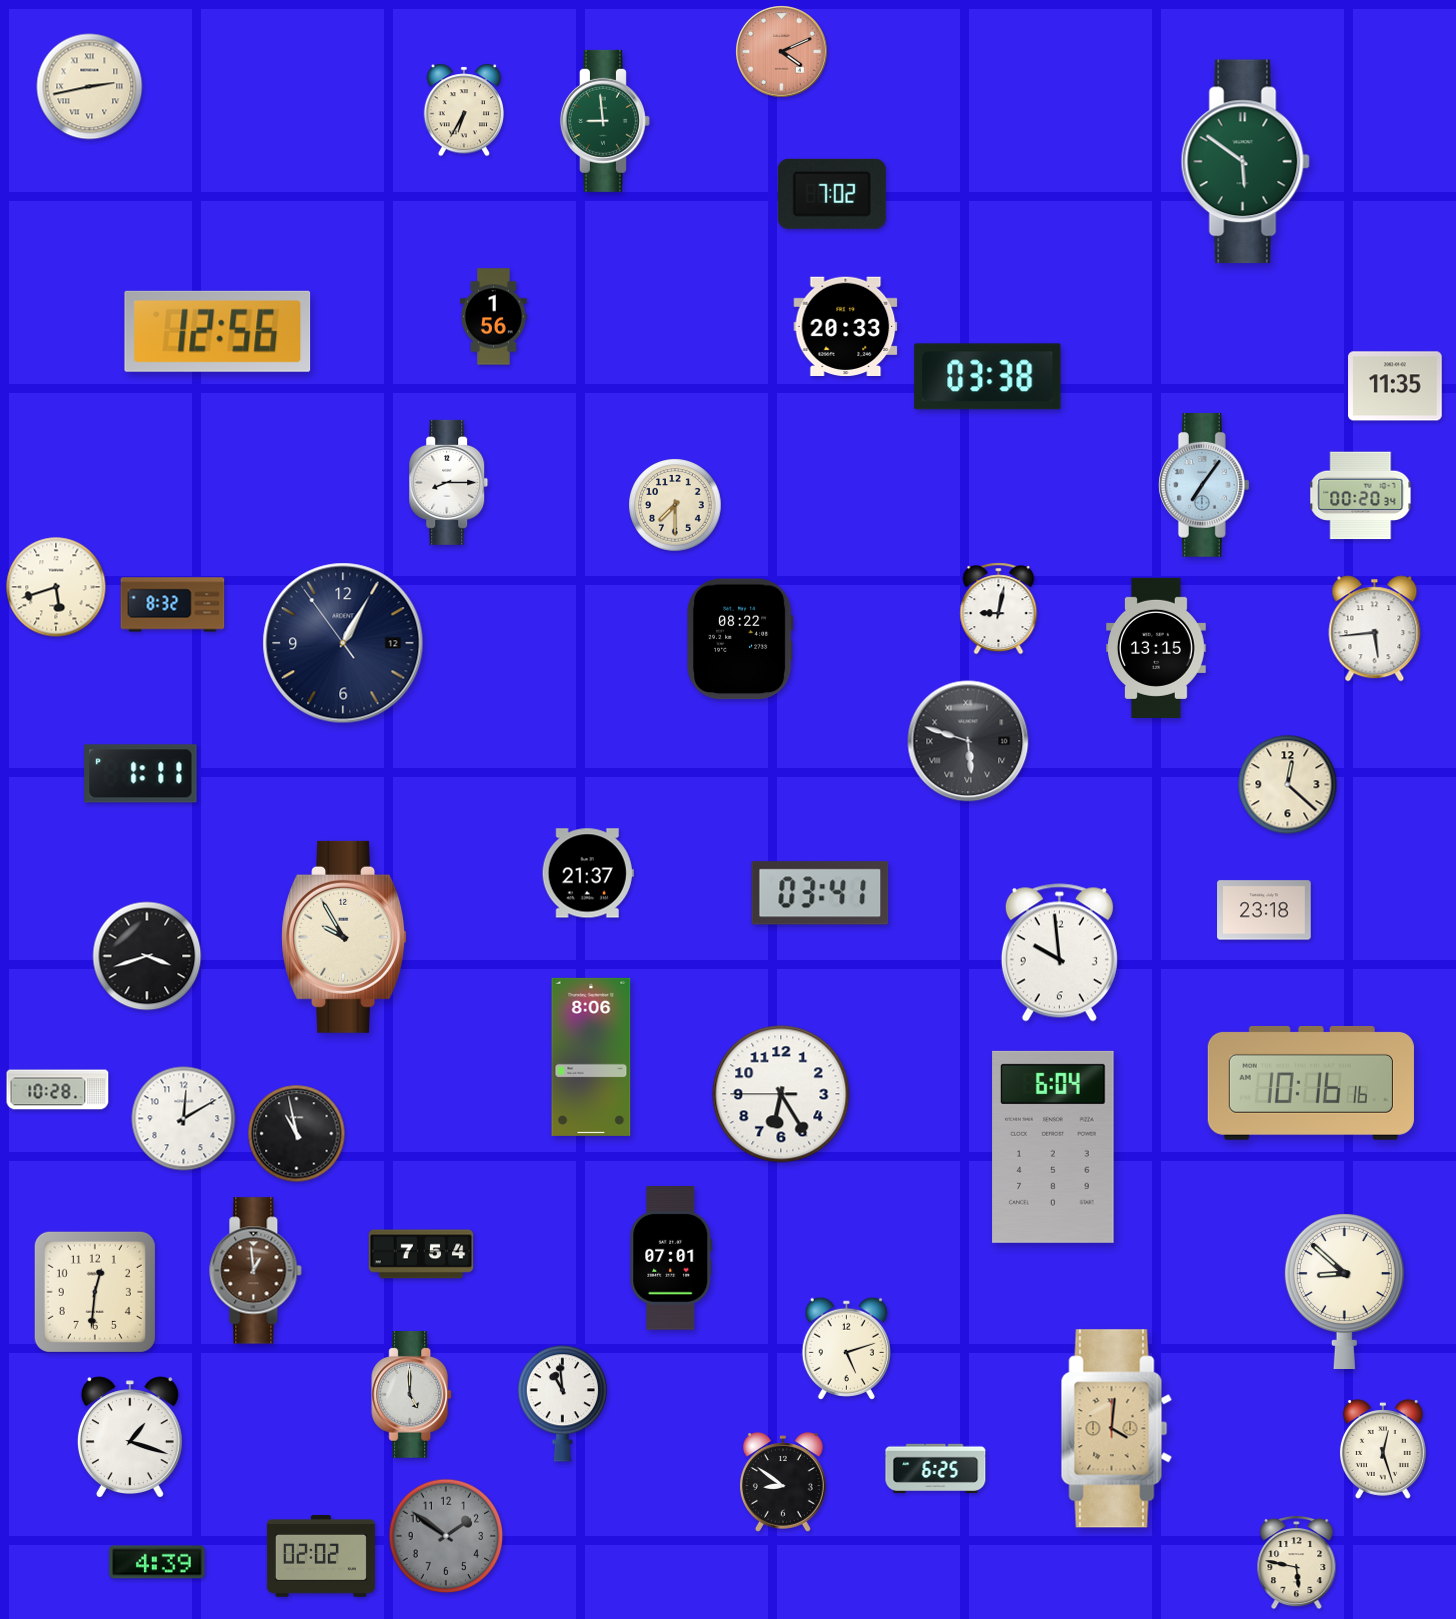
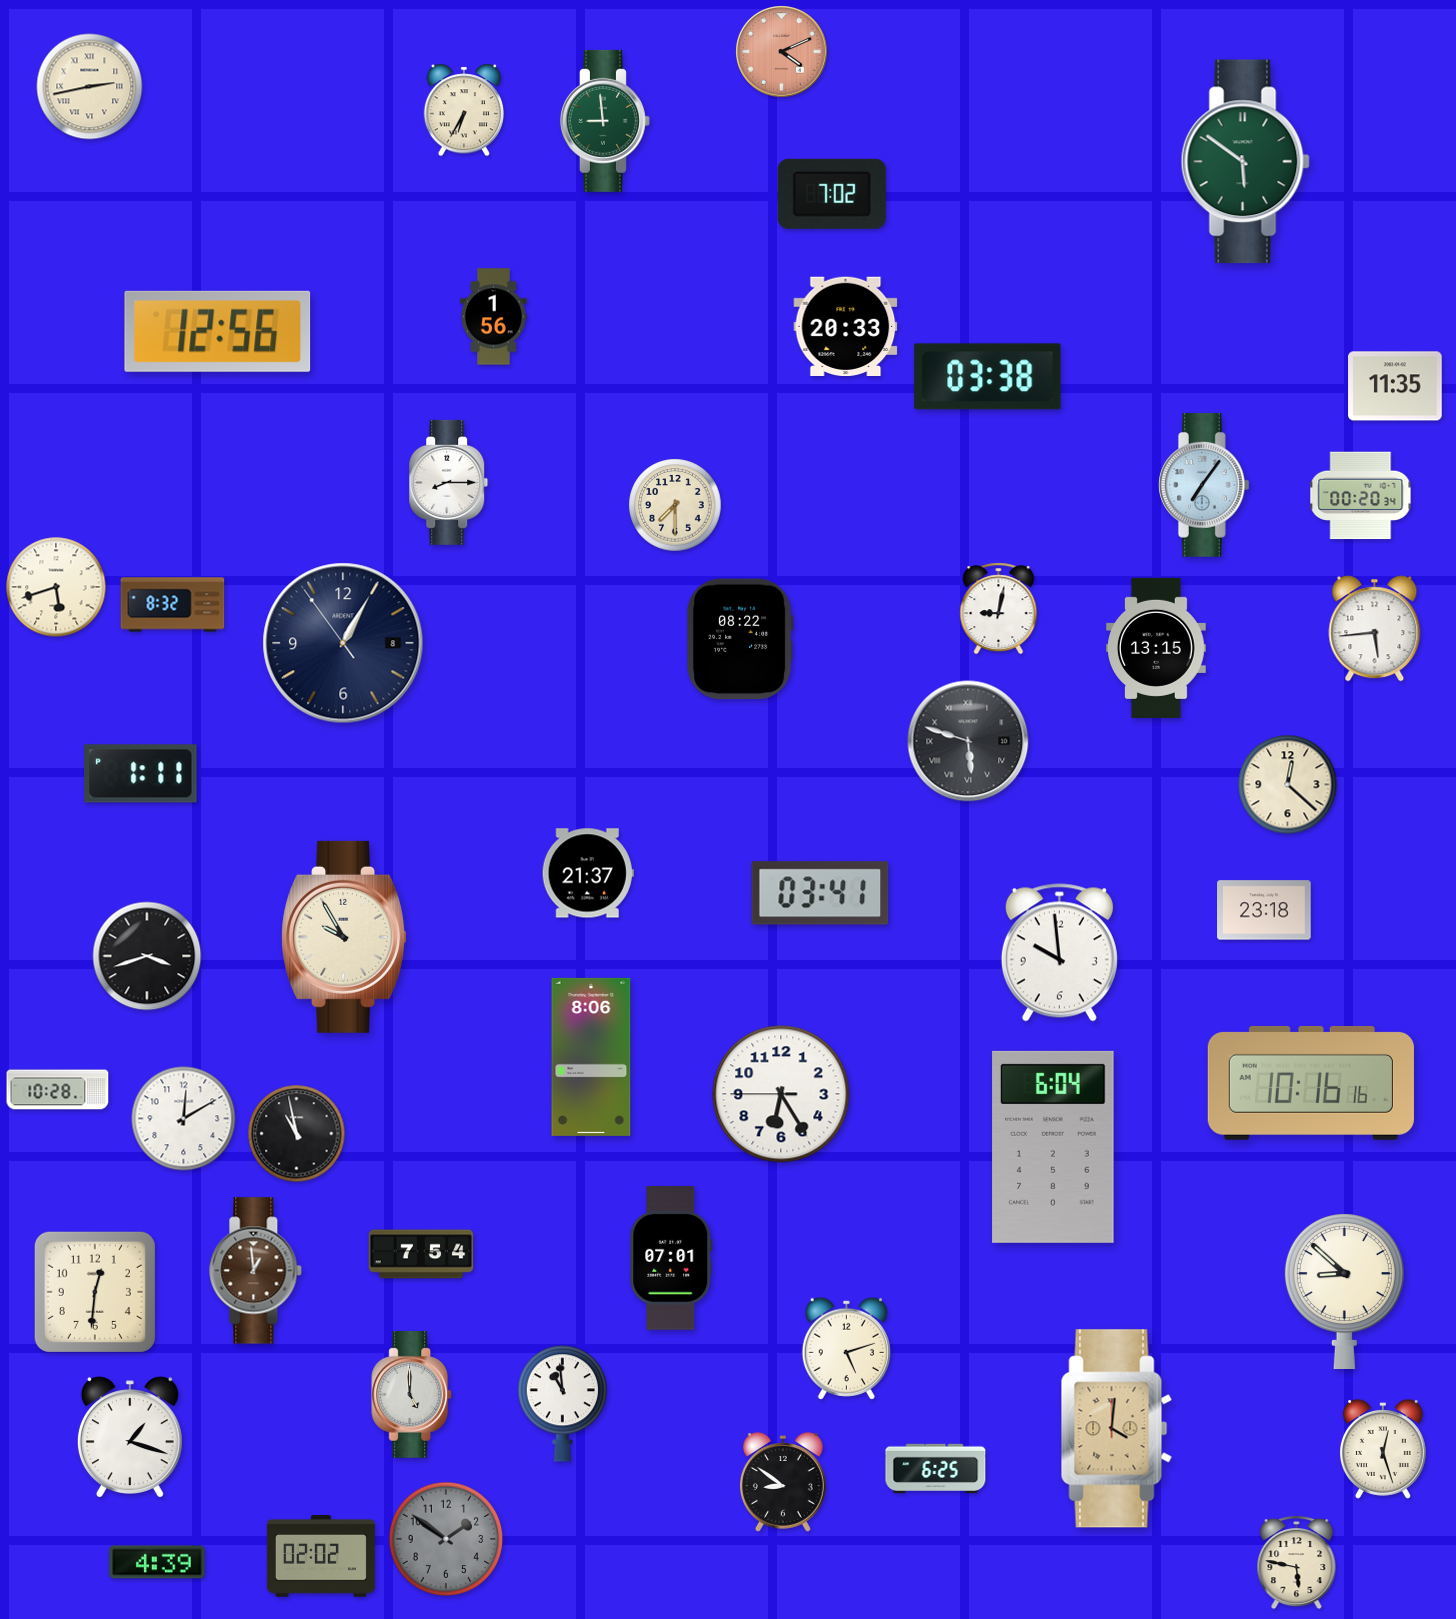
clock at (343, 643) date: 12 -> 8
clock at (446, 1536) position: (446, 1536) -> (446, 1539)
